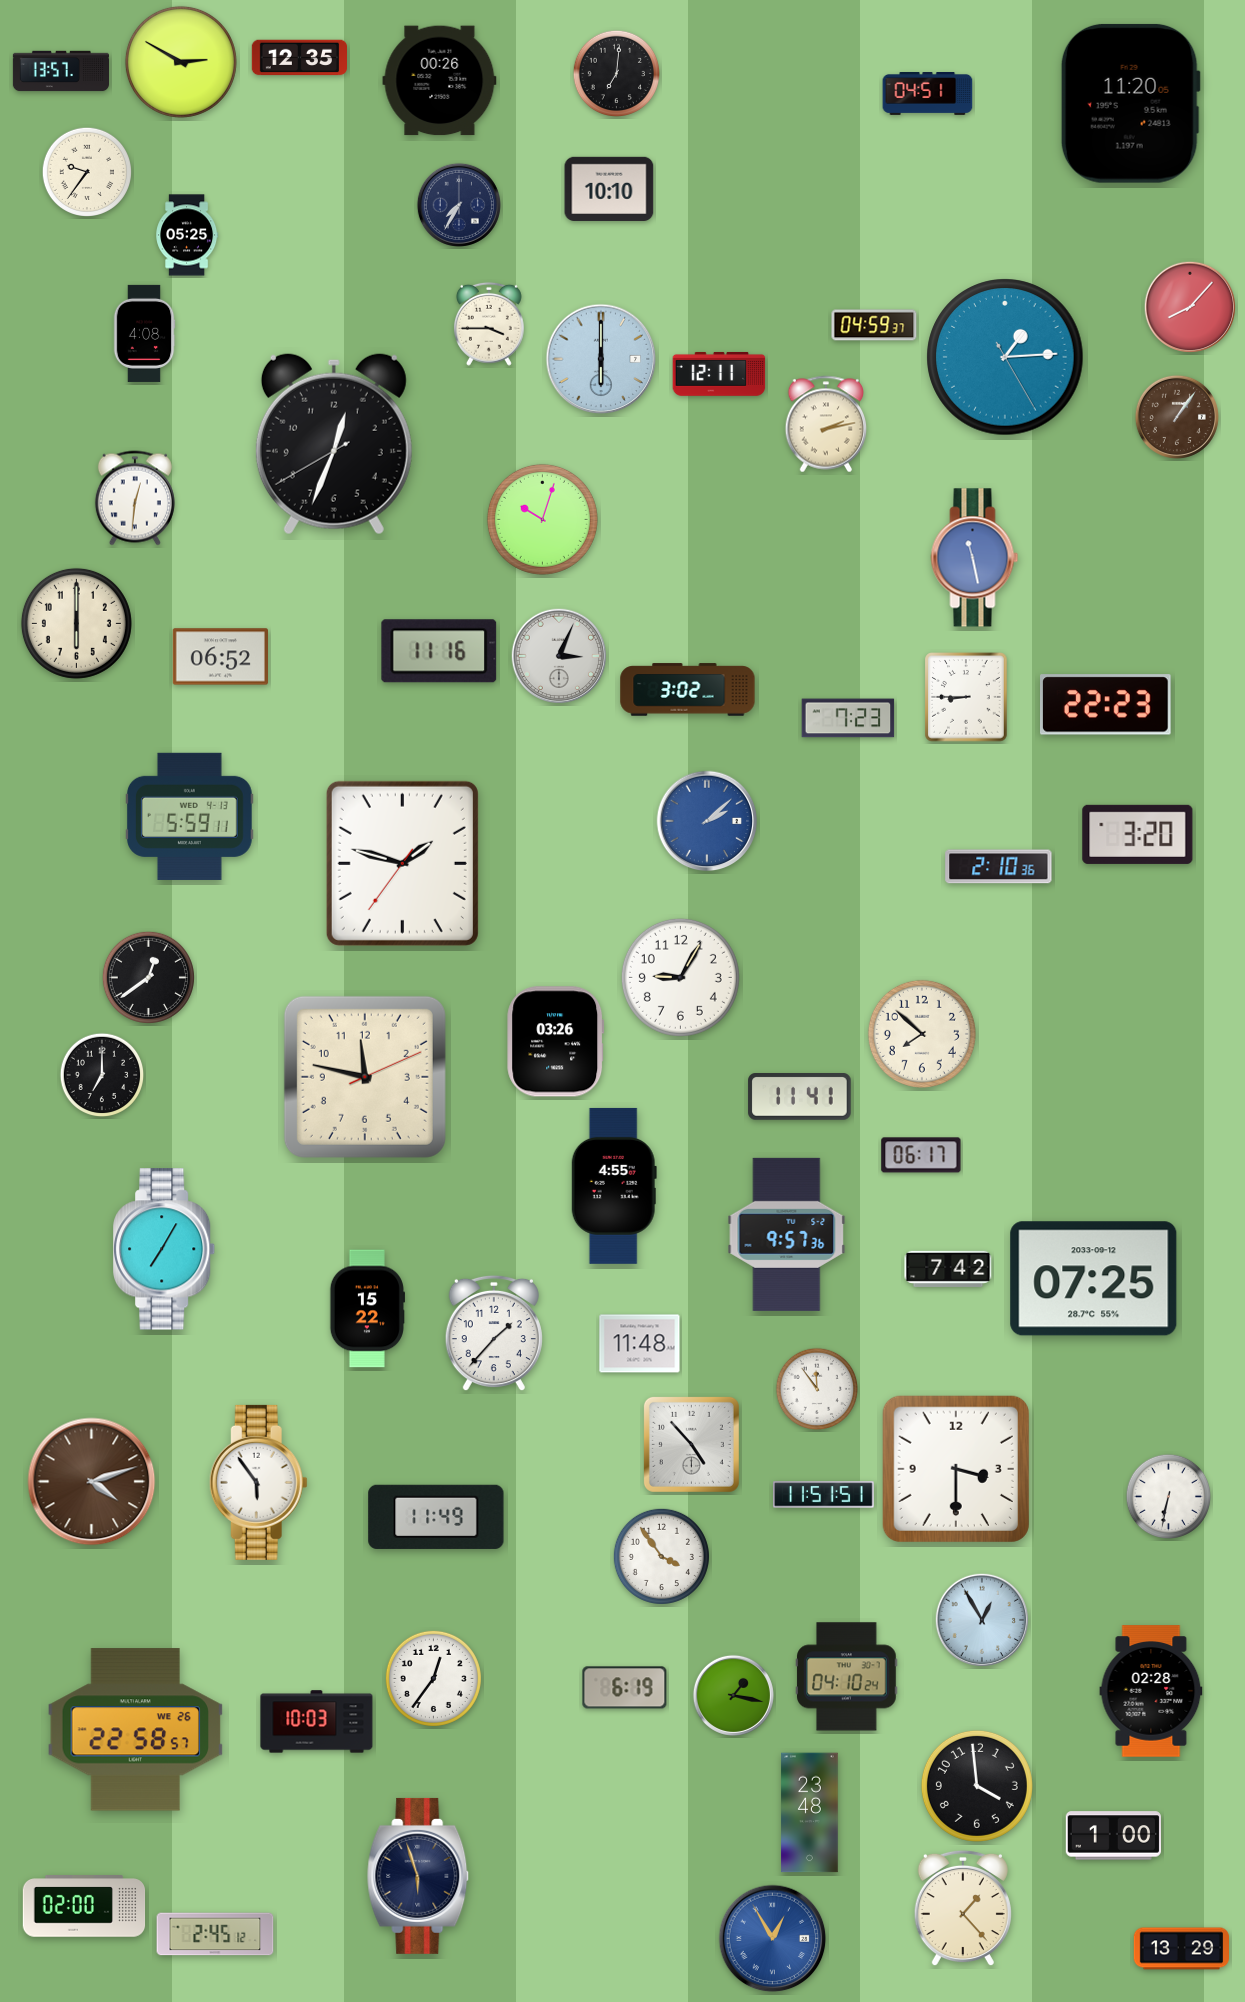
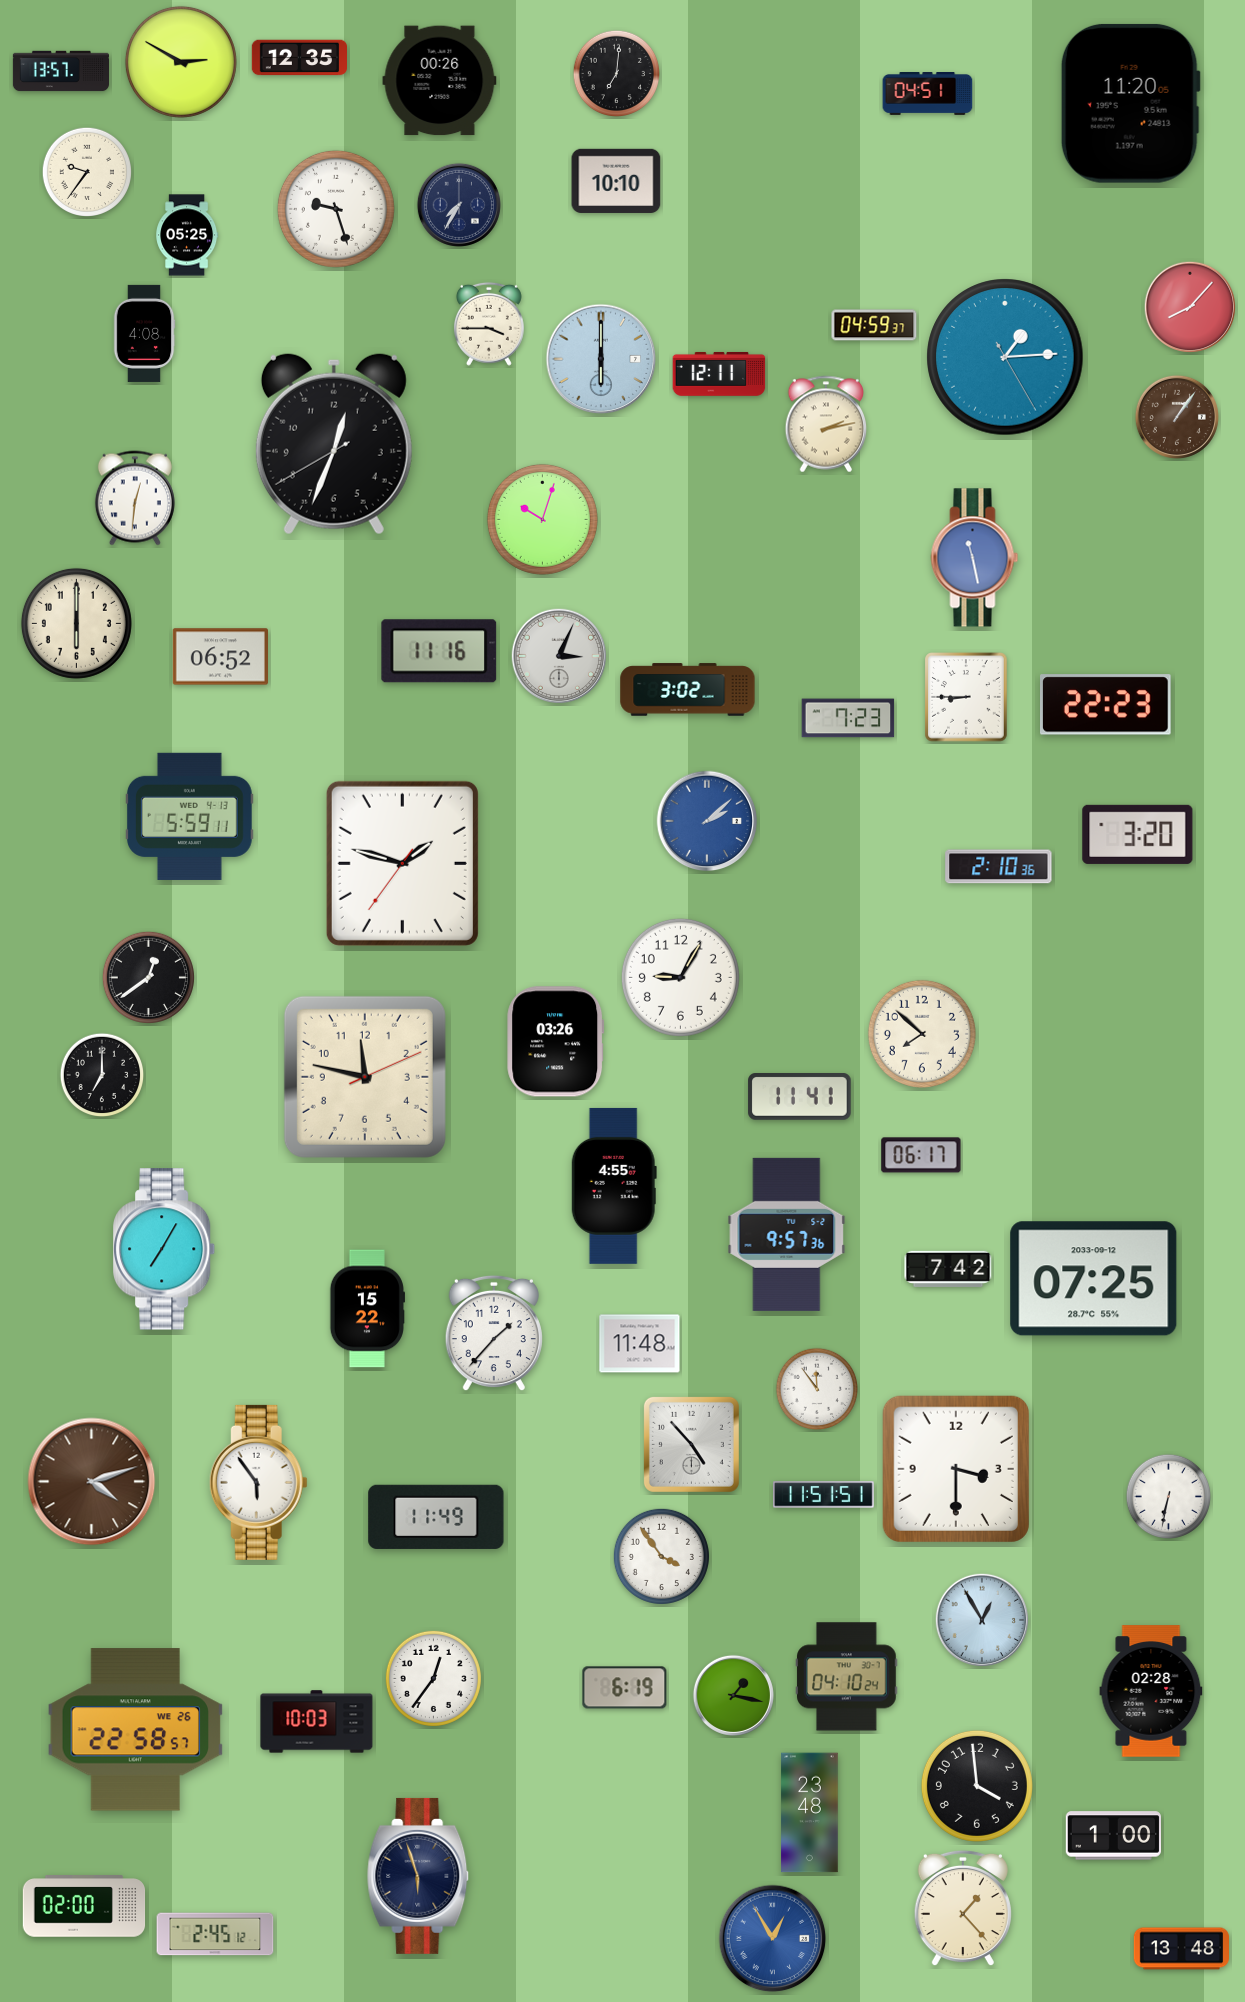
clock at (609, 189) position: (609, 189) -> (616, 181)
clock at (336, 209): none -> 9:27
clock at (1181, 1949): 13:29 -> 13:48
